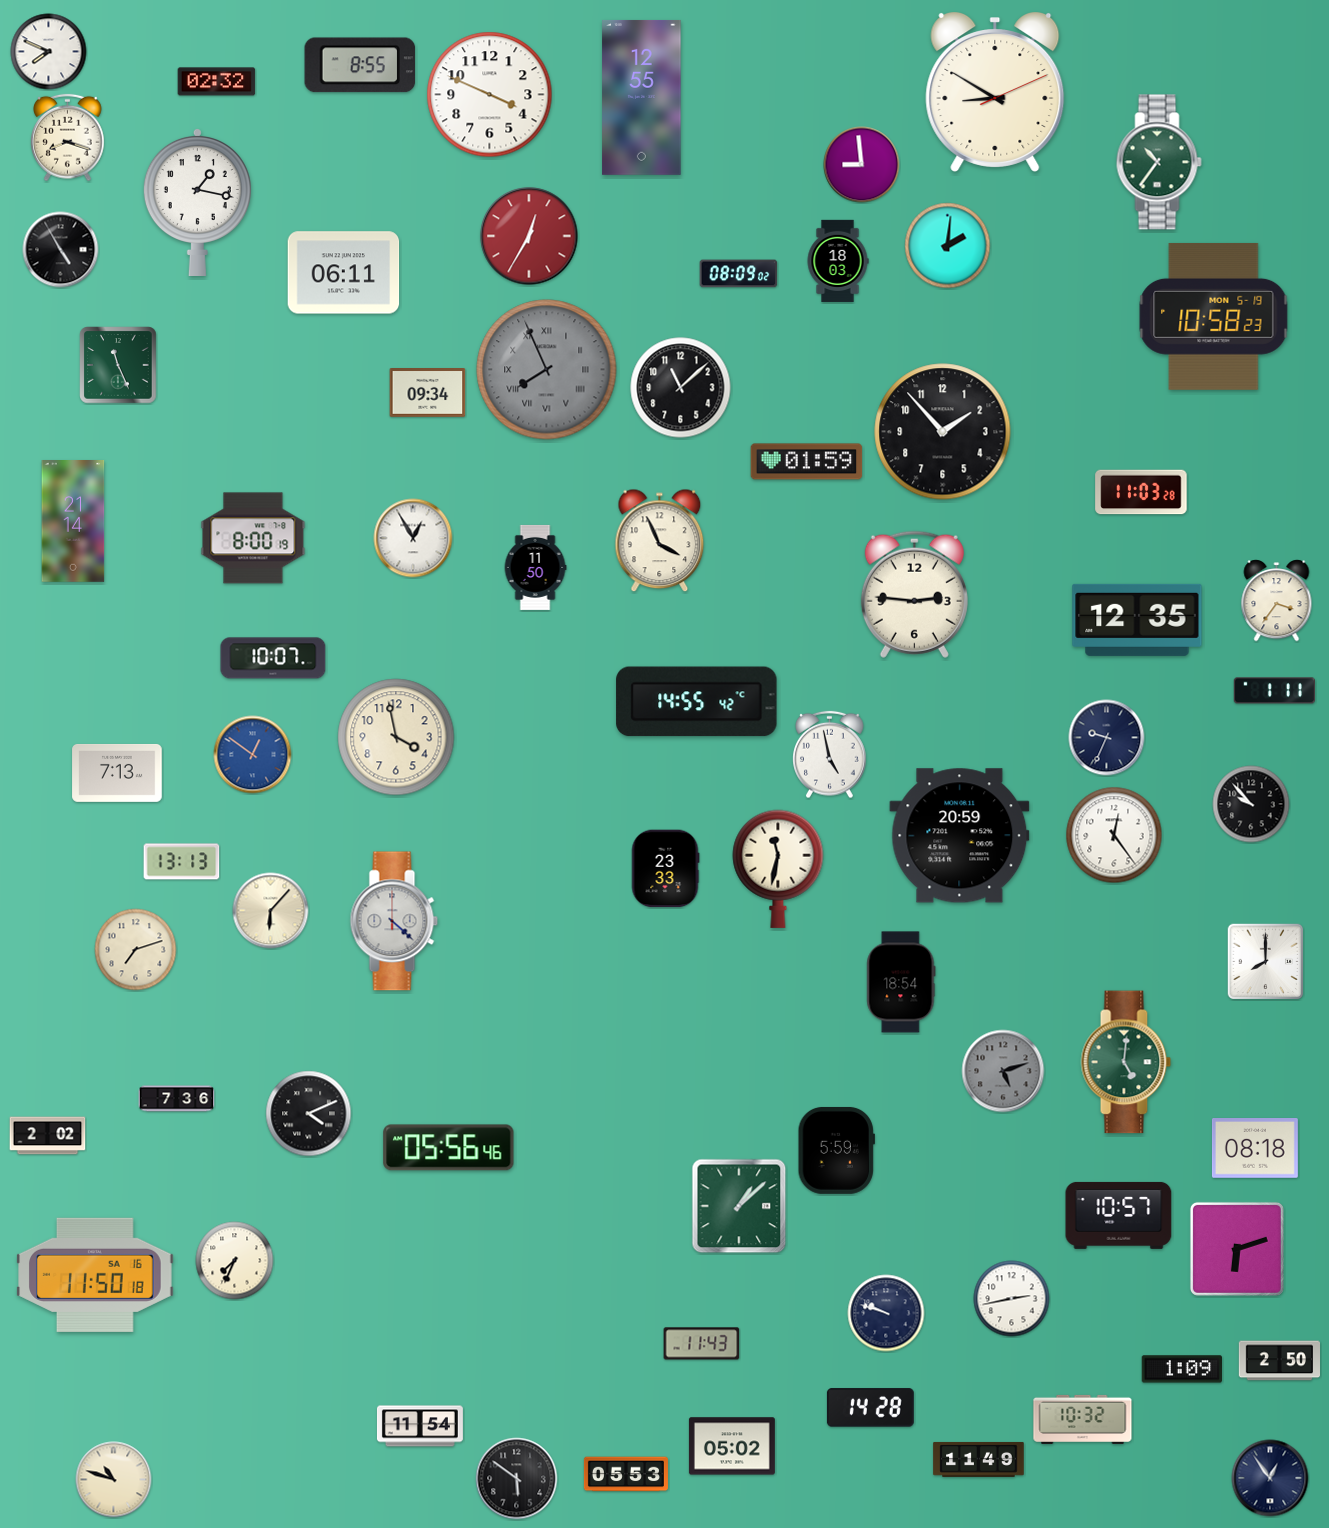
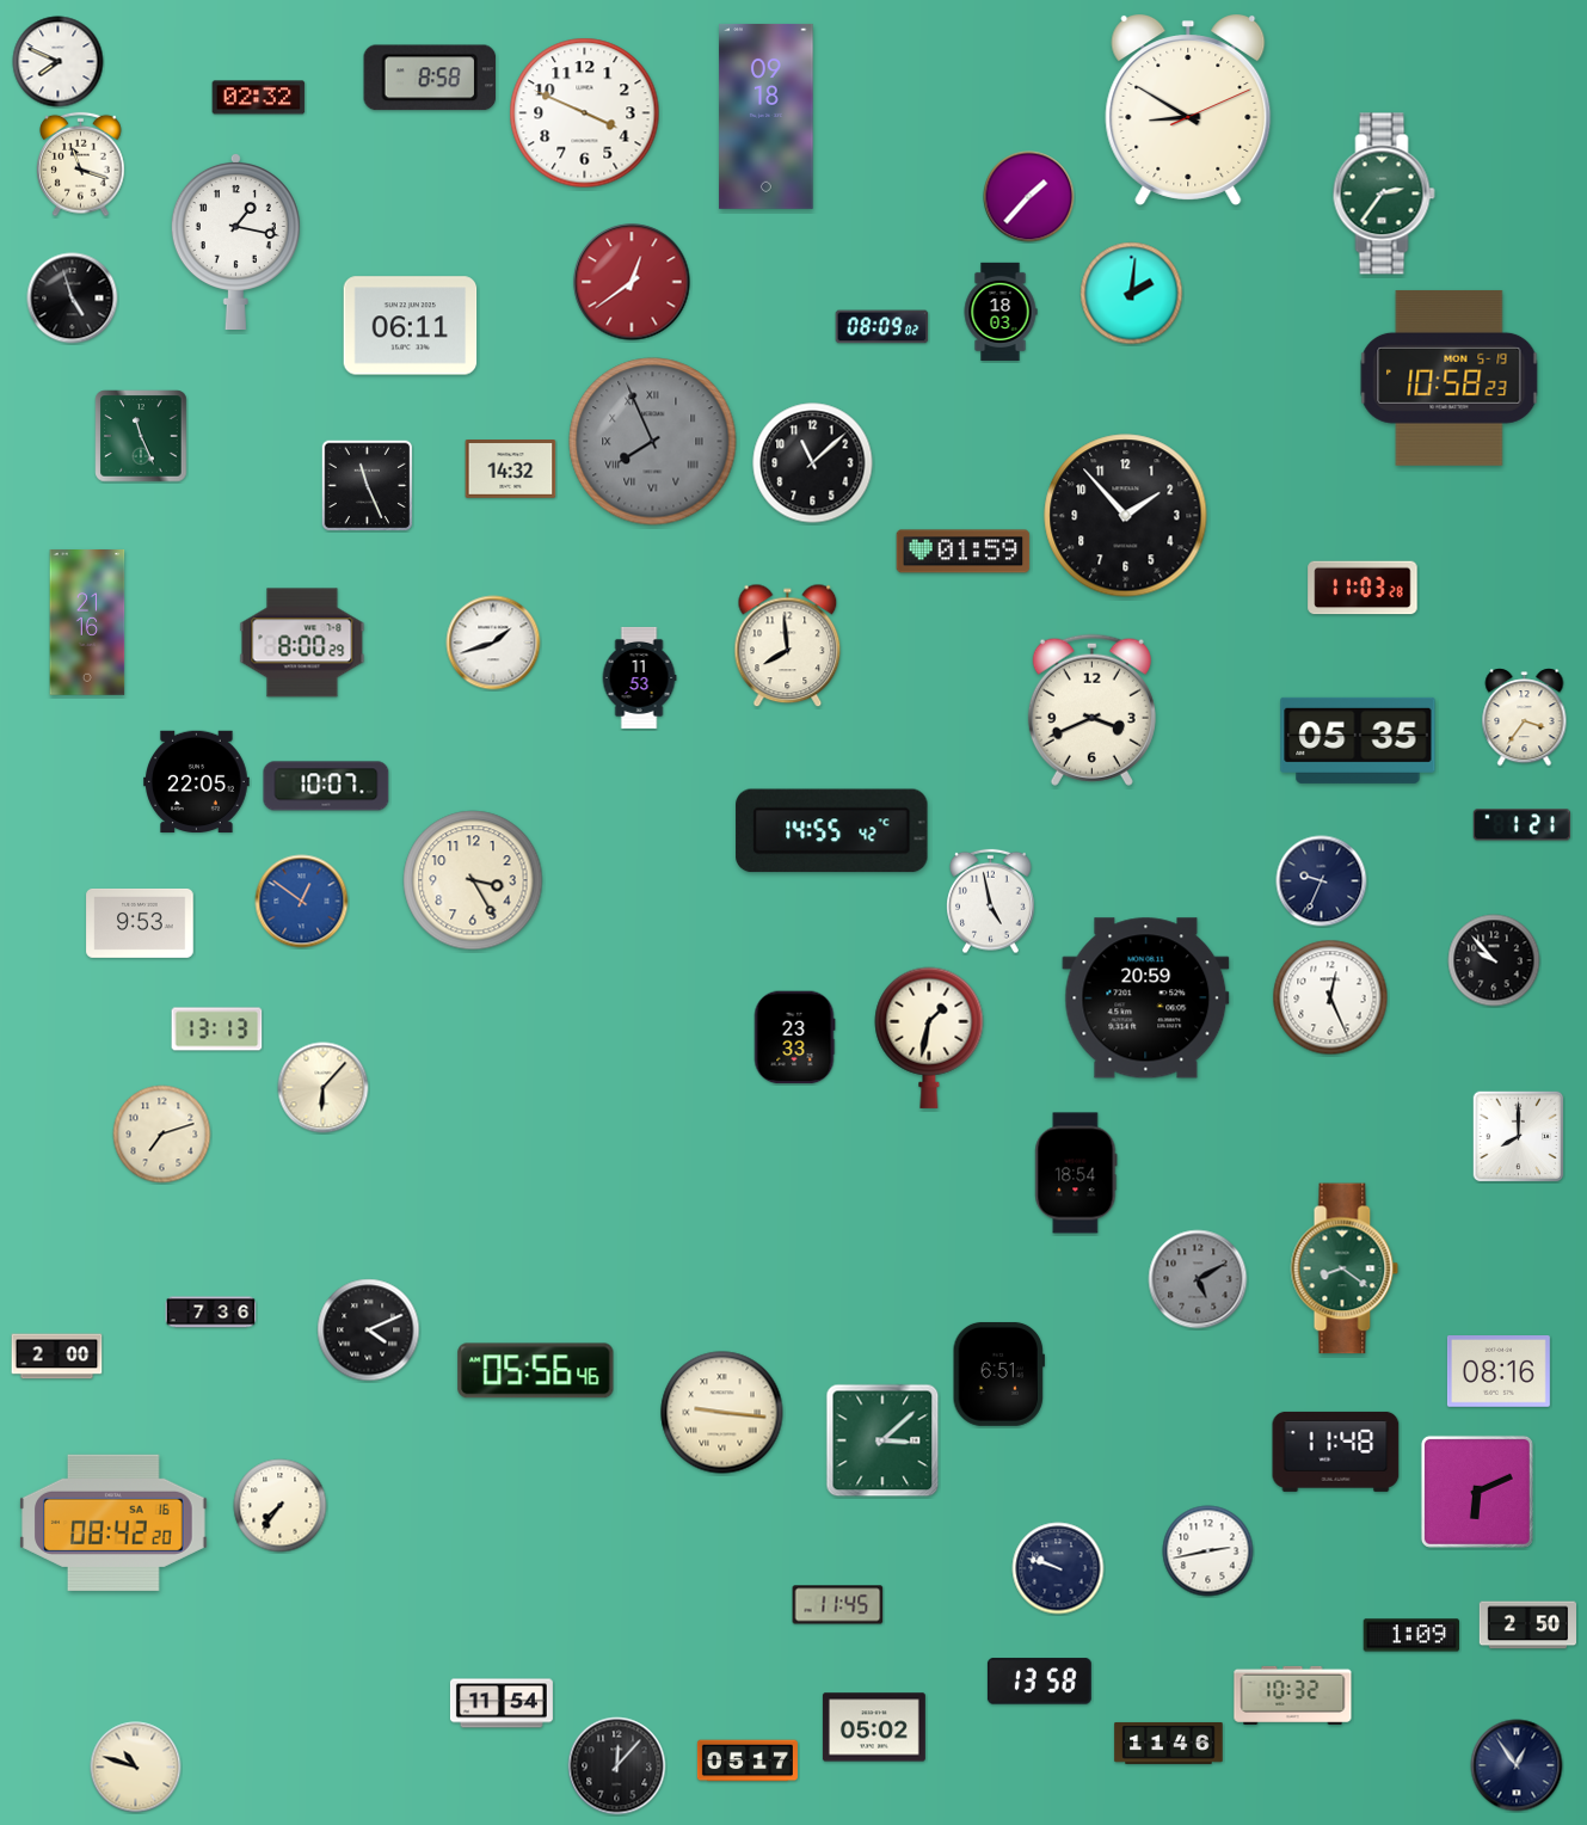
clock at (360, 65): 8:55 -> 8:58
clock at (642, 97): 12:55 -> 09:18
clock at (68, 138): 8:18 -> 11:18
clock at (1159, 162): 10:36 -> 2:36
clock at (862, 165): 8:59 -> 1:37
clock at (529, 236): 12:35 -> 12:39
clock at (61, 250): 4:55 -> 4:57
clock at (428, 393): 09:34 -> 14:32
clock at (367, 485): none -> 11:26
clock at (73, 522): 21:14 -> 21:16
clock at (253, 538): 8:00:19 -> 8:00:29
clock at (413, 538): 12:55 -> 1:42
clock at (660, 541): 3:56 -> 7:59
clock at (535, 567): 11:50 -> 11:53
clock at (914, 594): 2:46 -> 3:41
clock at (1137, 620): 12:35 -> 05:35
clock at (197, 781): none -> 22:05
clock at (1274, 691): 1:11 -> 1:21
clock at (697, 702) position: (697, 702) -> (832, 831)
clock at (396, 737): 3:58 -> 3:25
clock at (117, 773): 7:13 -> 9:53
clock at (1114, 835): 12:24 -> 12:26
clock at (778, 869): 11:32 -> 1:32
clock at (394, 921): 4:22 -> none
clock at (1265, 961) position: (1265, 961) -> (1518, 1136)
clock at (1126, 1062): 5:01 -> 8:21
clock at (1003, 1071): 5:12 -> 5:10
clock at (48, 1136): 2:02 -> 2:00
clock at (1255, 1149): 08:18 -> 08:16
clock at (836, 1150): 5:59 -> 6:51
clock at (722, 1413): none -> 9:16
clock at (739, 1206): 1:08 -> 3:08
clock at (1119, 1215): 10:57 -> 11:48
clock at (1237, 1249): 6:12 -> 6:11
clock at (235, 1261): 7:34 -> 7:36
clock at (95, 1275): 11:50 -> 08:42
clock at (702, 1344): 11:43 -> 11:45
clock at (870, 1408): 14:28 -> 13:58
clock at (979, 1460): 11:49 -> 11:46
clock at (626, 1474): 05:53 -> 05:17
clock at (517, 1479): 5:51 -> 12:07
